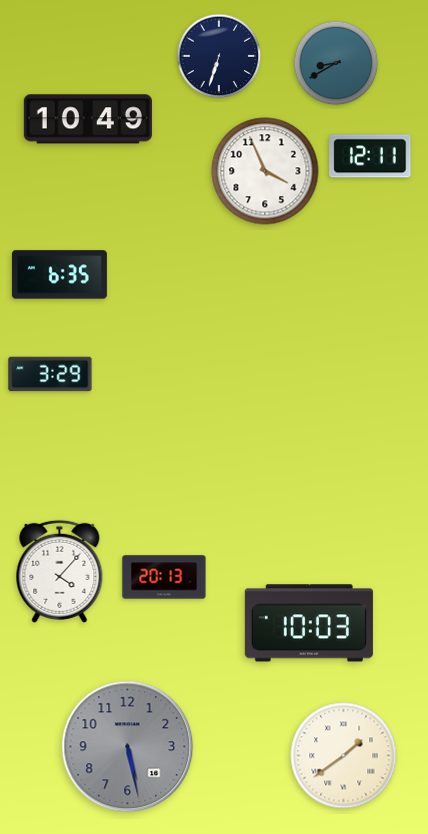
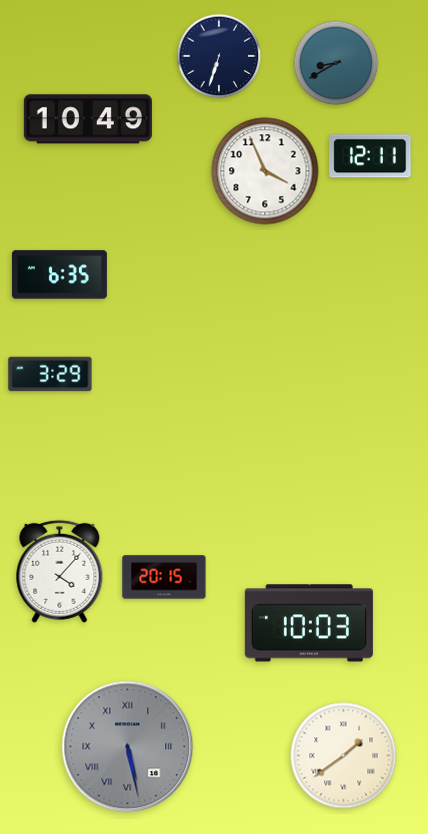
clock at (164, 577): 20:13 -> 20:15
clock at (128, 747) numerals: Arabic -> Roman
